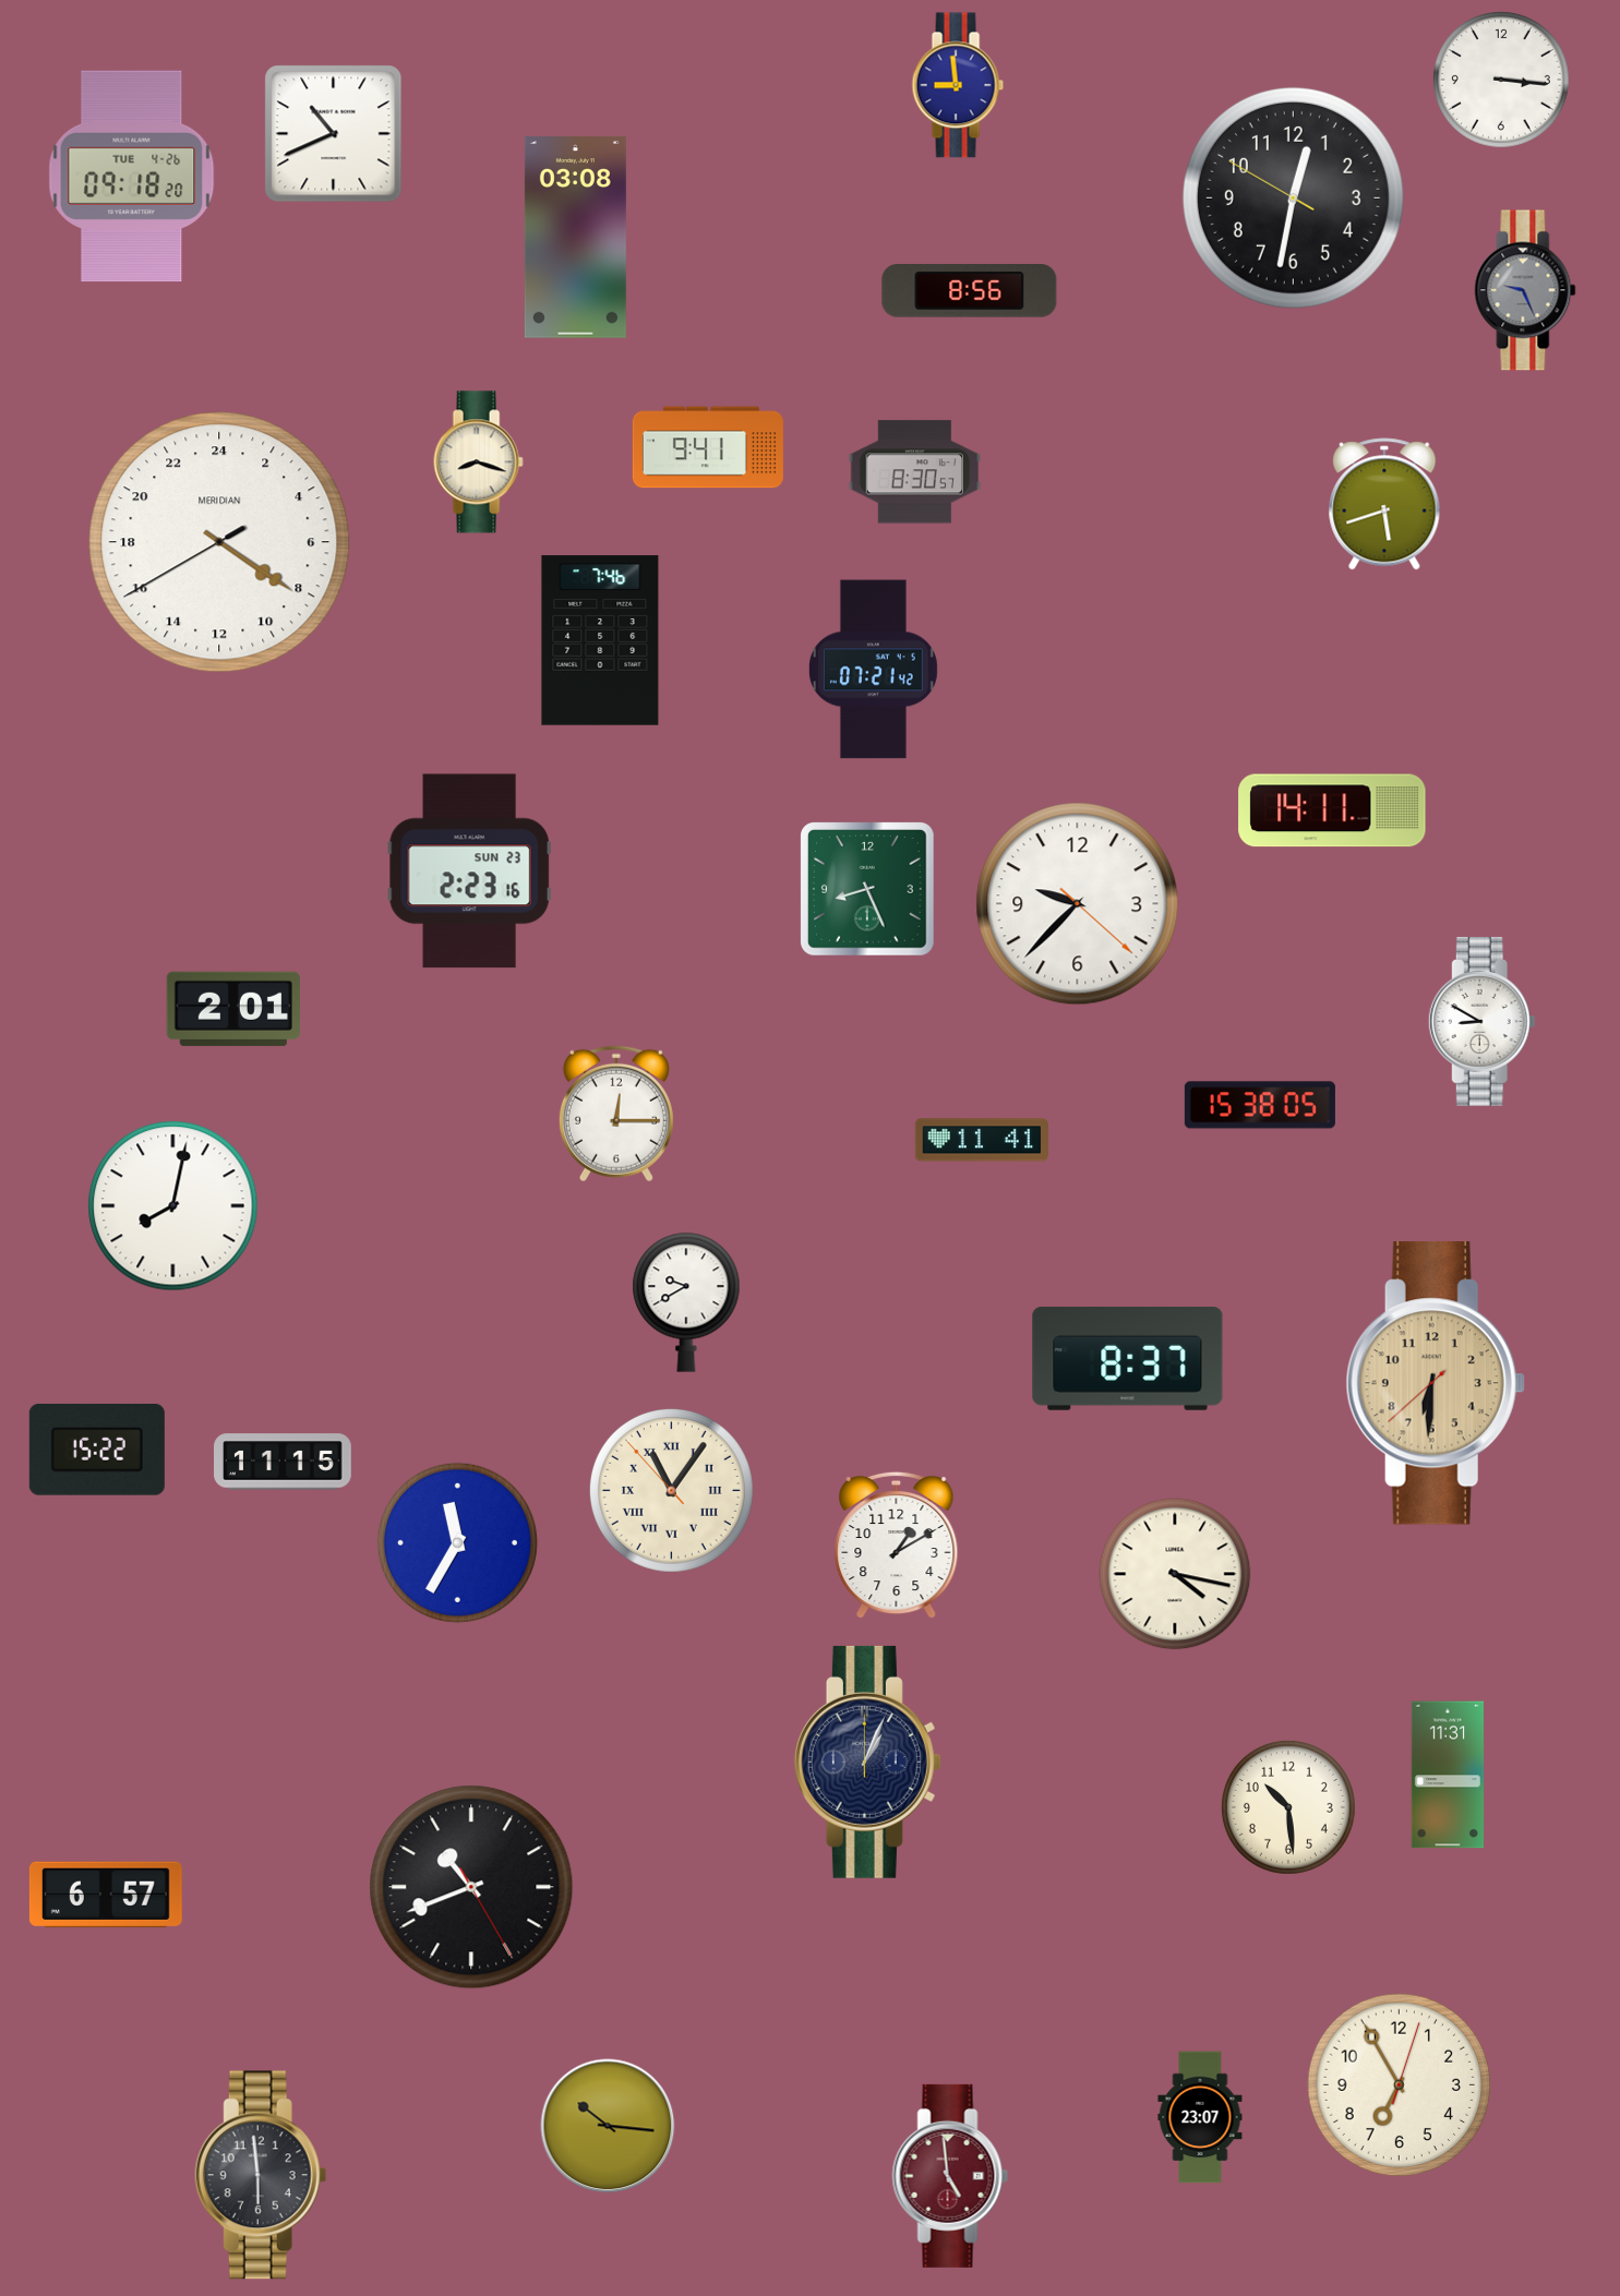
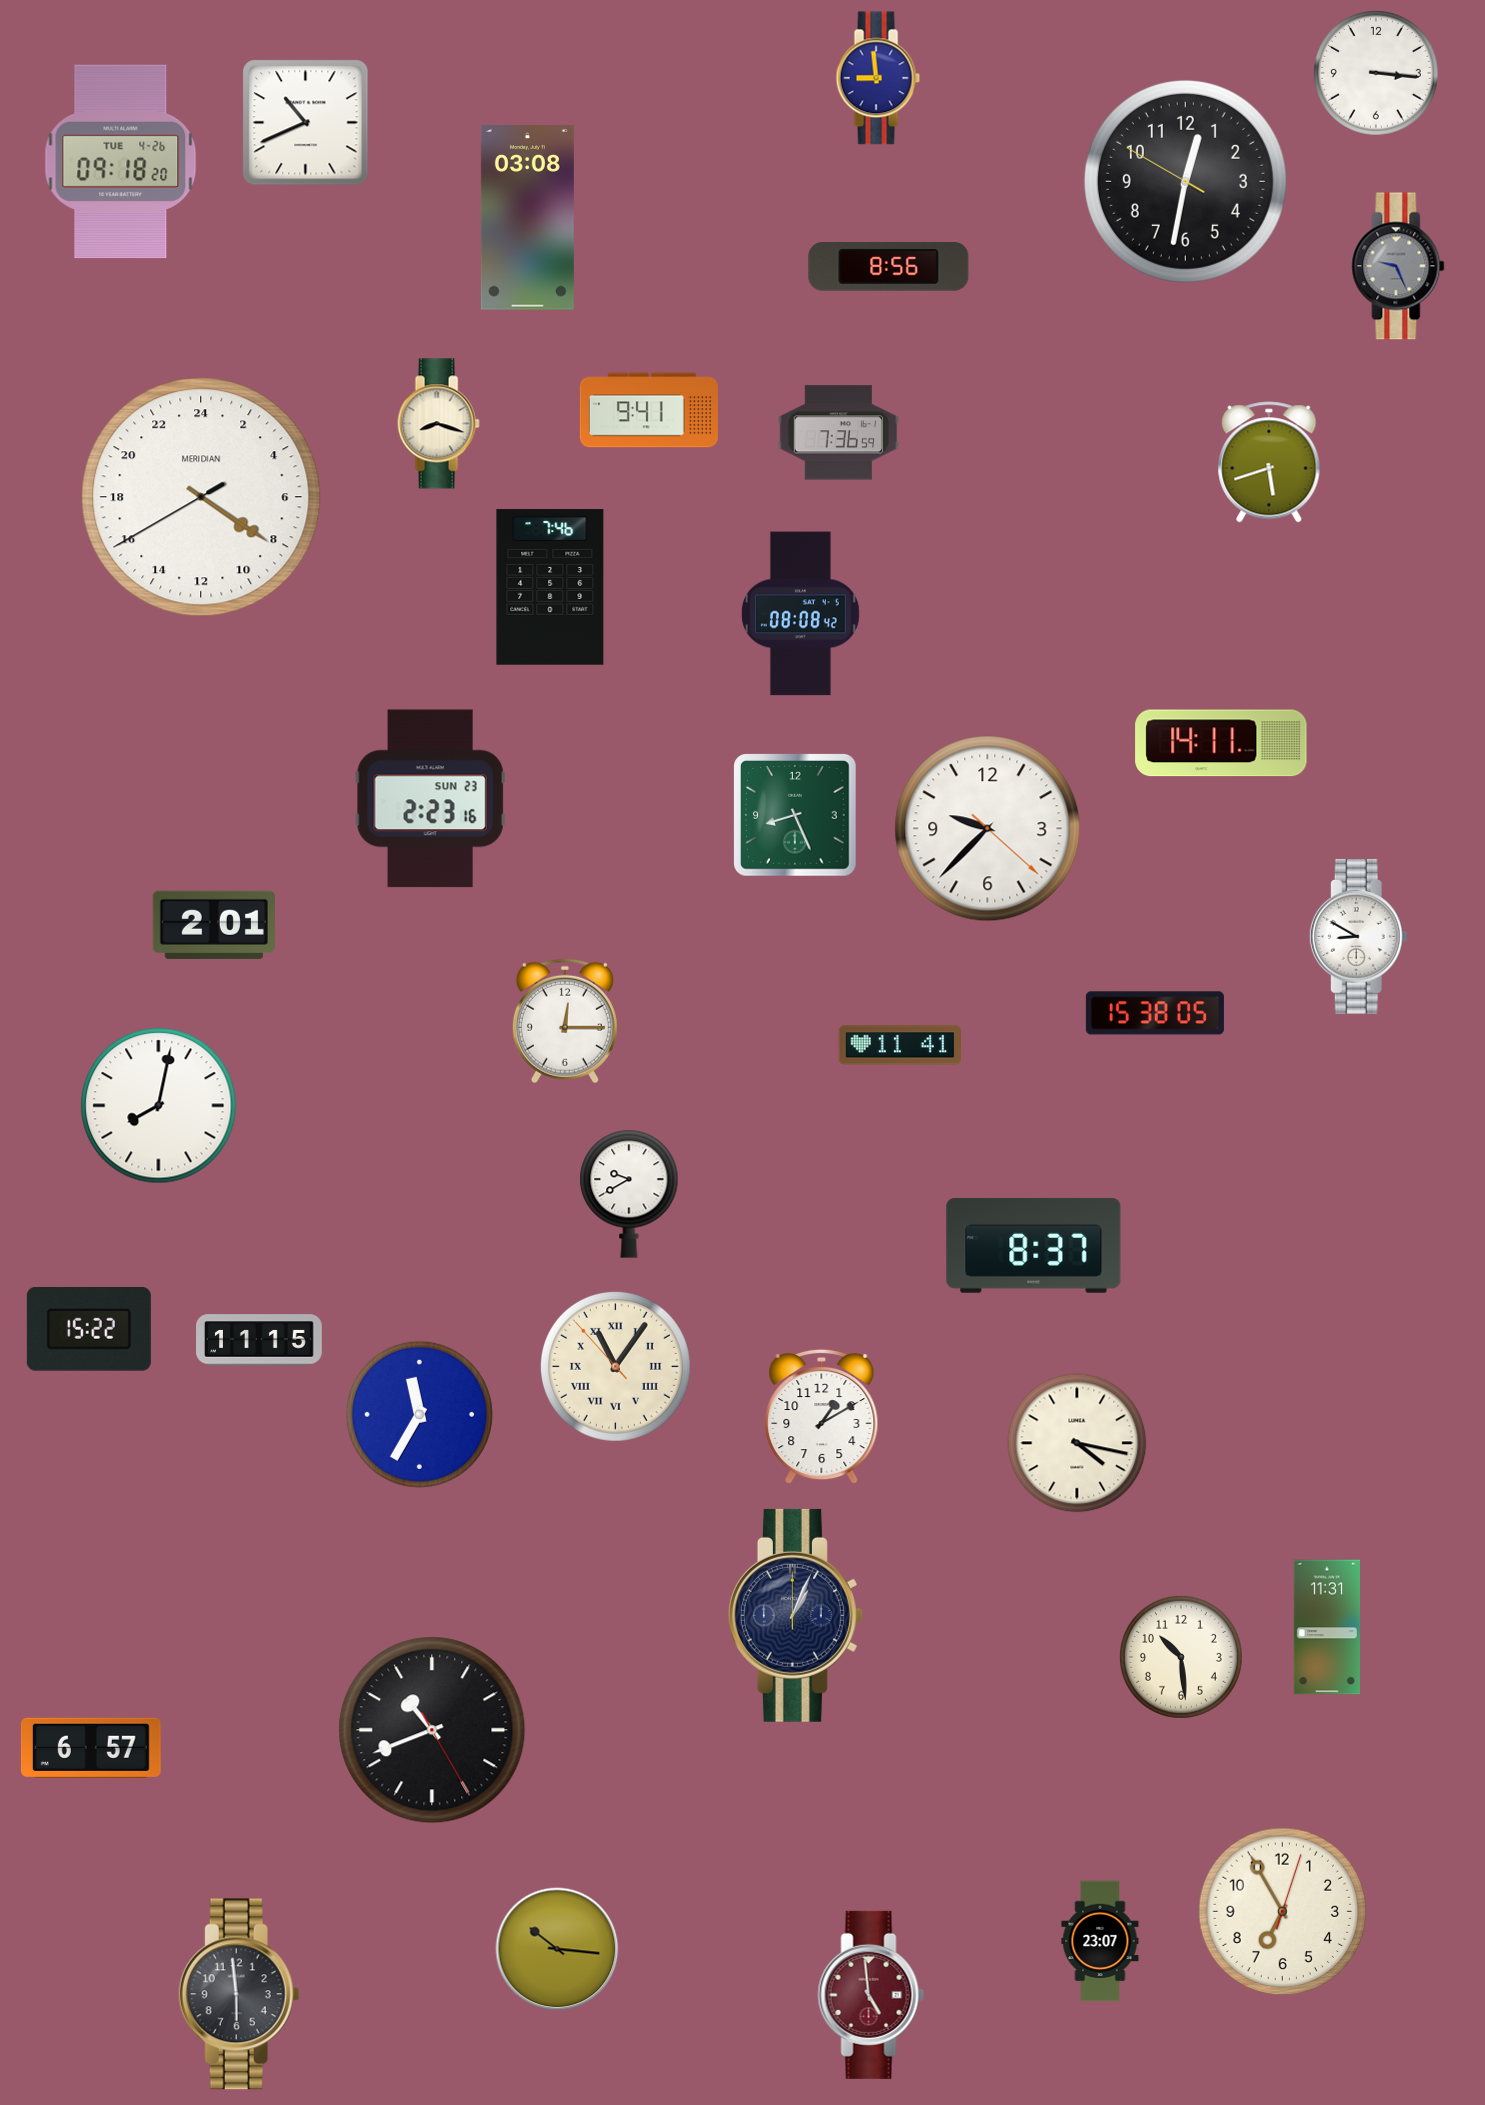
clock at (915, 472): 8:30 -> 7:36
clock at (873, 670): 07:21 -> 08:08
clock at (1436, 1383): 6:30 -> none
clock at (106, 1895) position: (106, 1895) -> (91, 1748)
